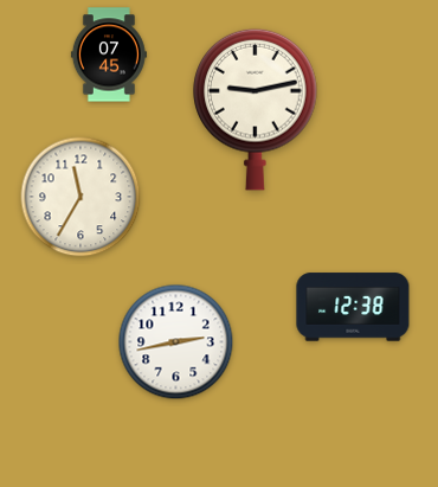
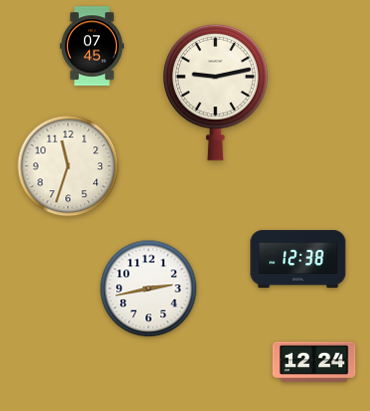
clock at (80, 197): 11:35 -> 11:33
clock at (314, 361): none -> 12:24
